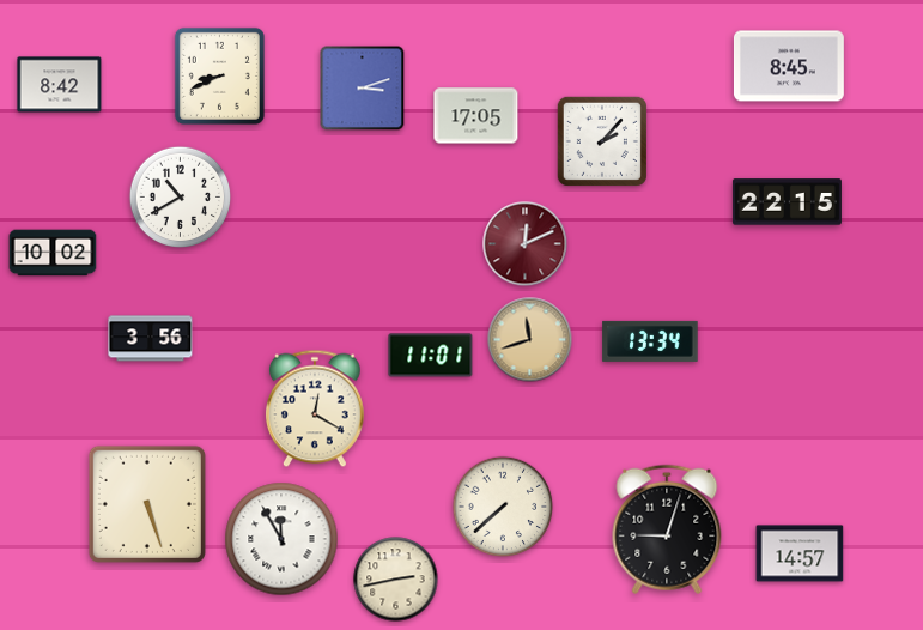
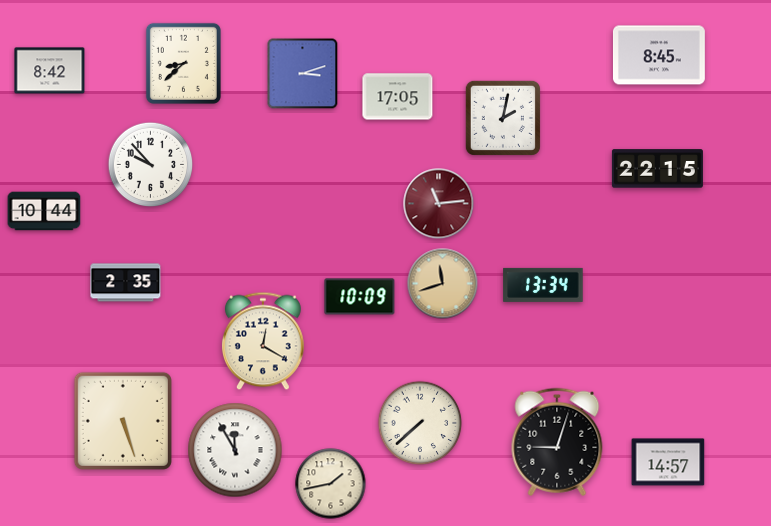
clock at (219, 75): 8:41 -> 8:38
clock at (602, 141): 2:07 -> 2:02
clock at (181, 198): 10:40 -> 9:53
clock at (526, 244): 12:11 -> 11:14
clock at (53, 253): 10:02 -> 10:44
clock at (151, 339): 3:56 -> 2:35
clock at (431, 356): 11:01 -> 10:09
clock at (396, 580): 2:43 -> 1:43
